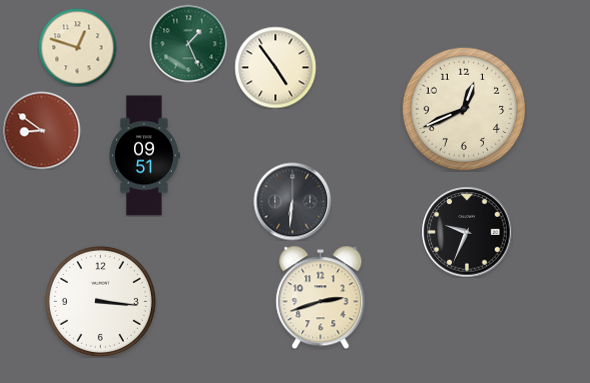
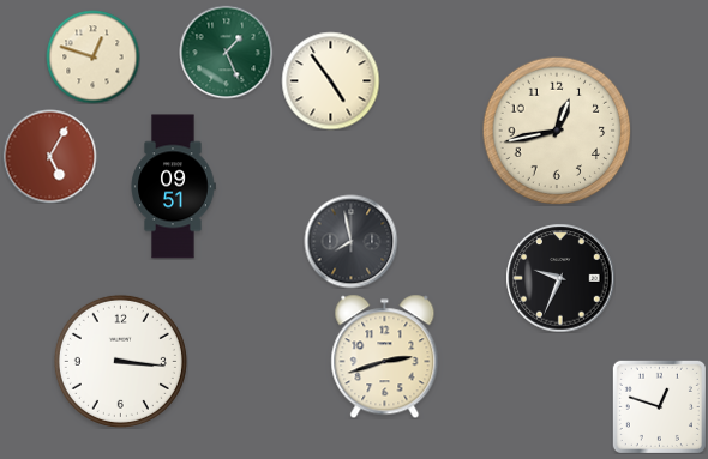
clock at (464, 109): 12:41 -> 12:43
clock at (41, 130): 8:51 -> 5:05
clock at (292, 201): 6:31 -> 7:58
clock at (659, 406): none -> 12:48
